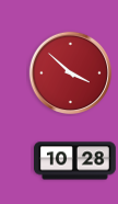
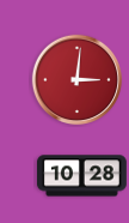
clock at (71, 73): 3:52 -> 3:01
